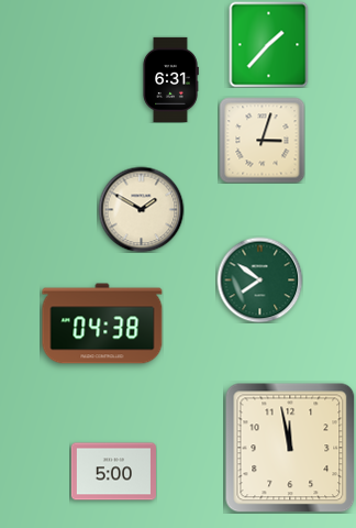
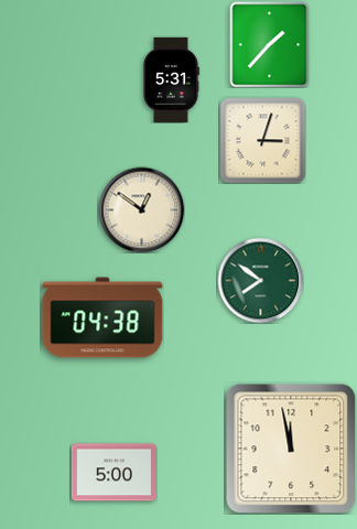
clock at (170, 79): 6:31 -> 5:31
clock at (141, 209): 1:50 -> 12:51
clock at (102, 323) position: (102, 323) -> (102, 317)
